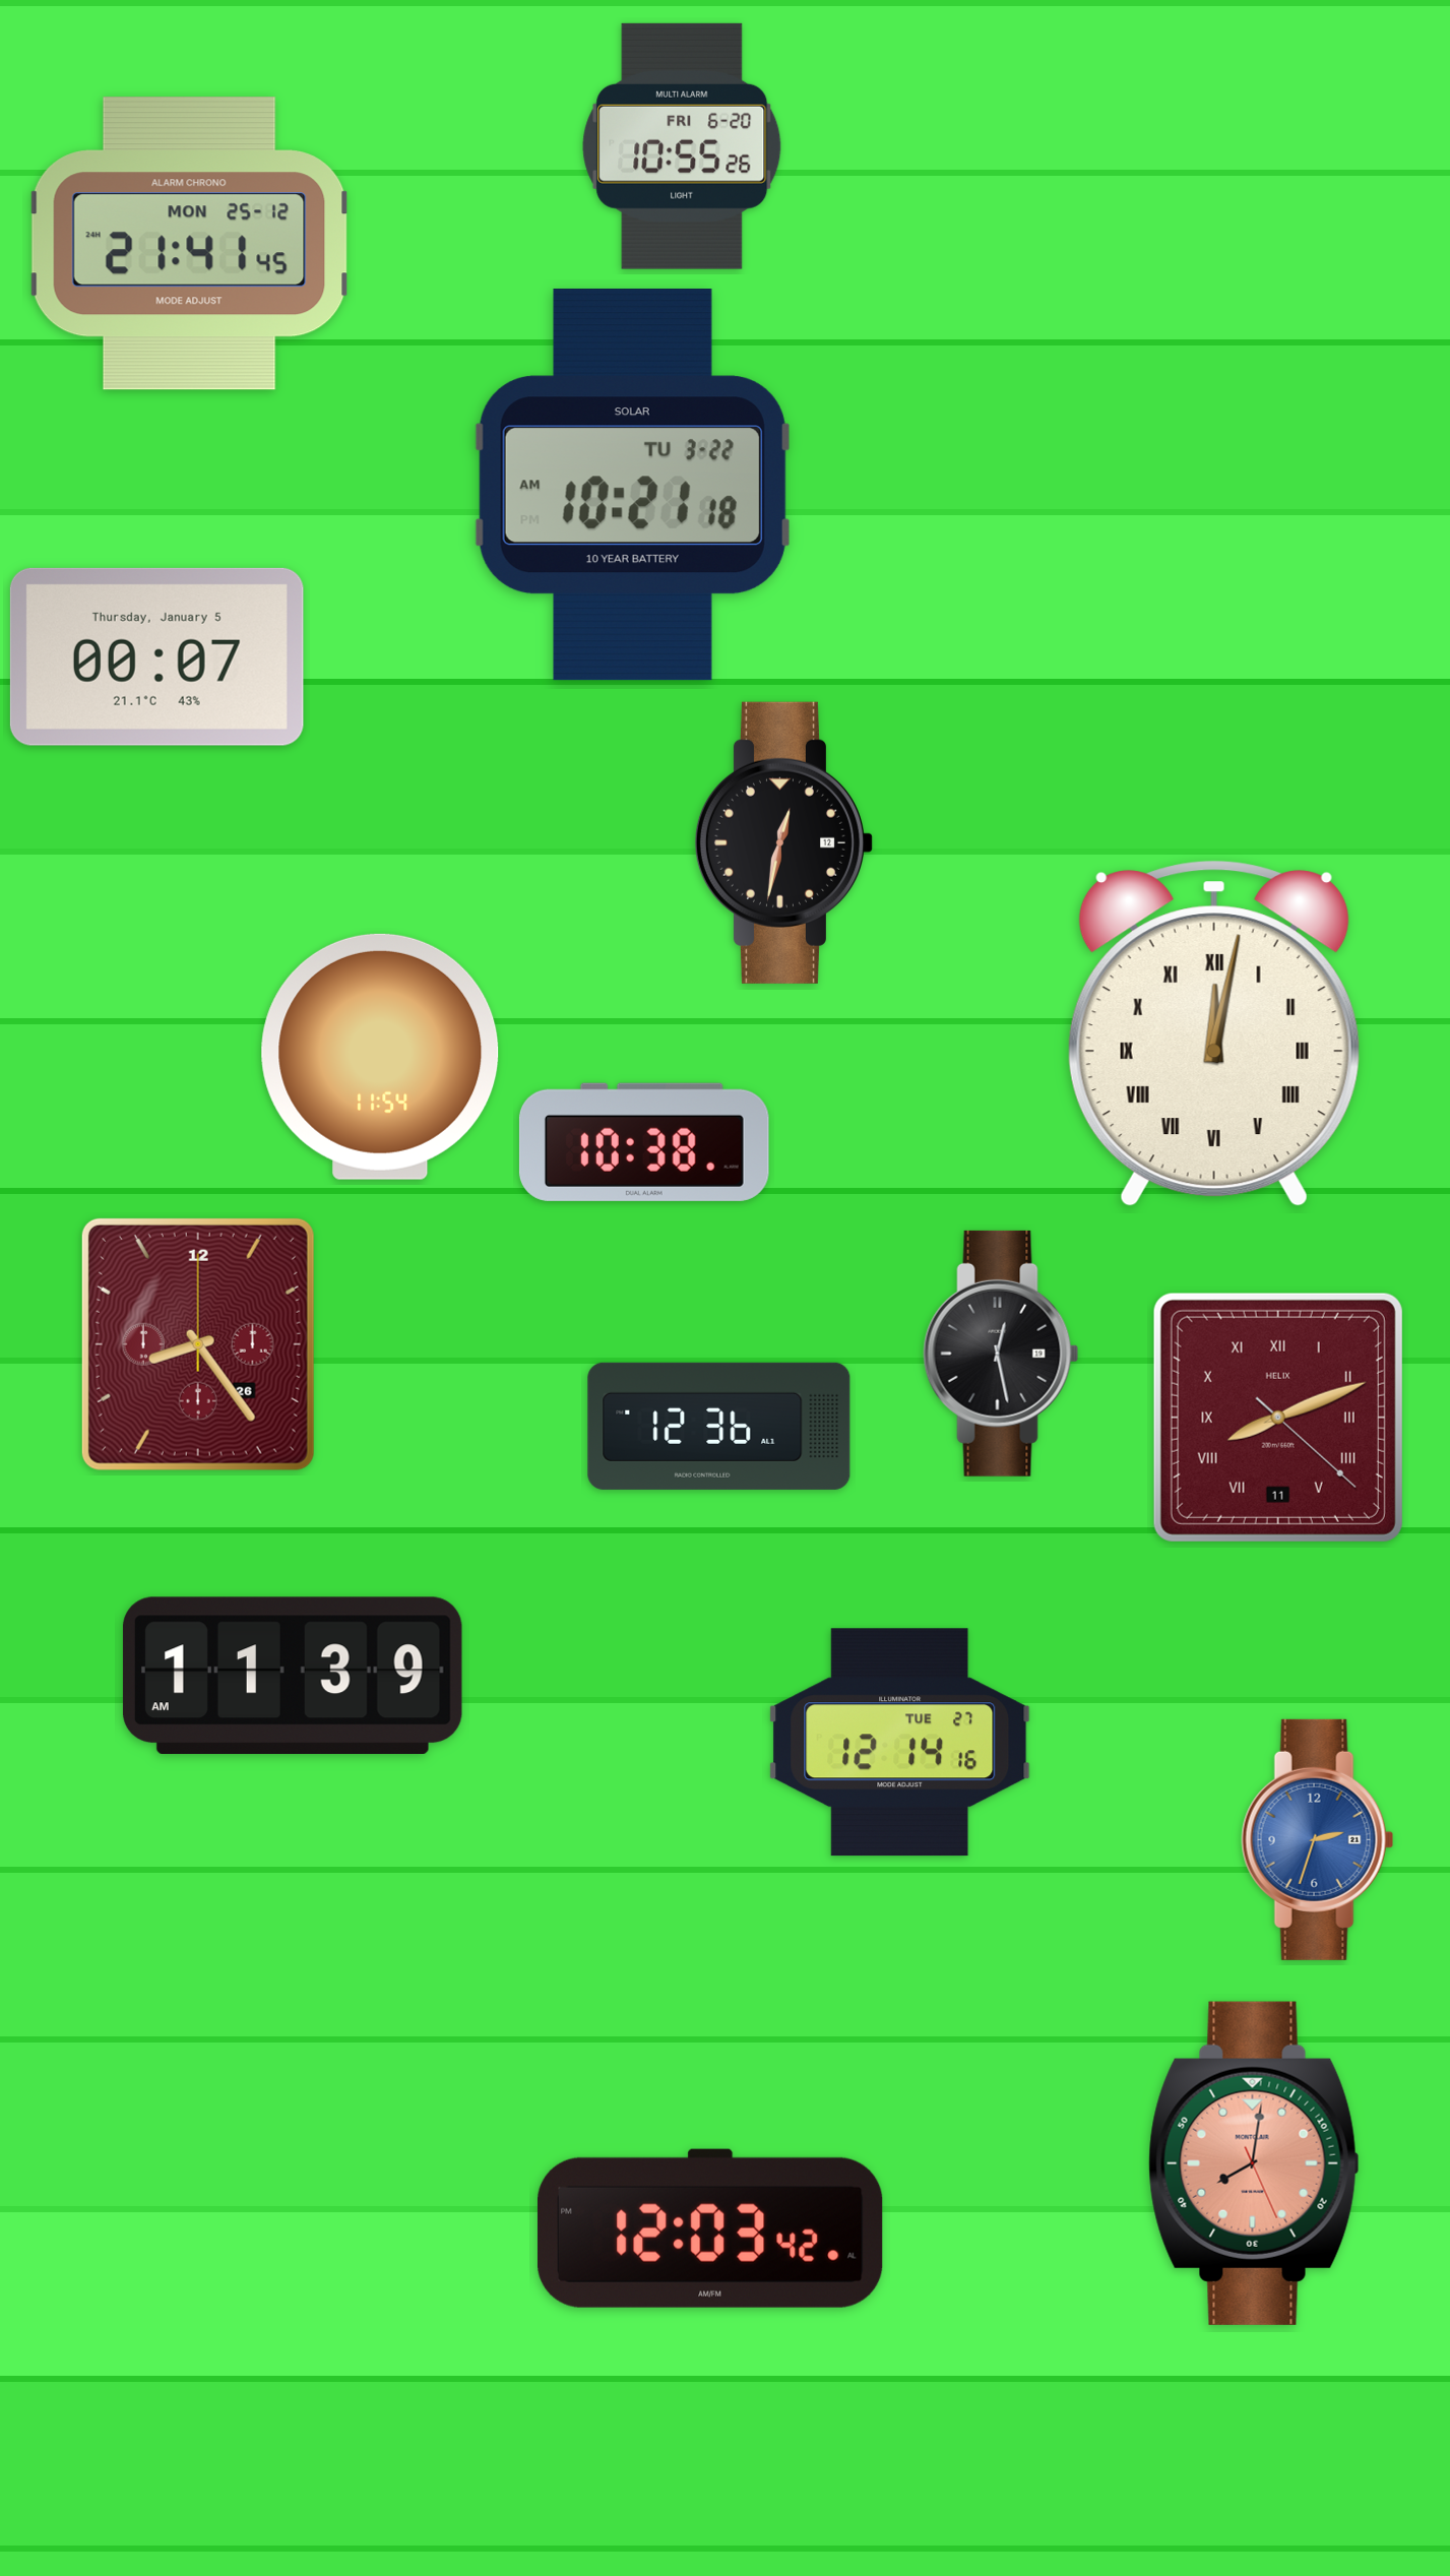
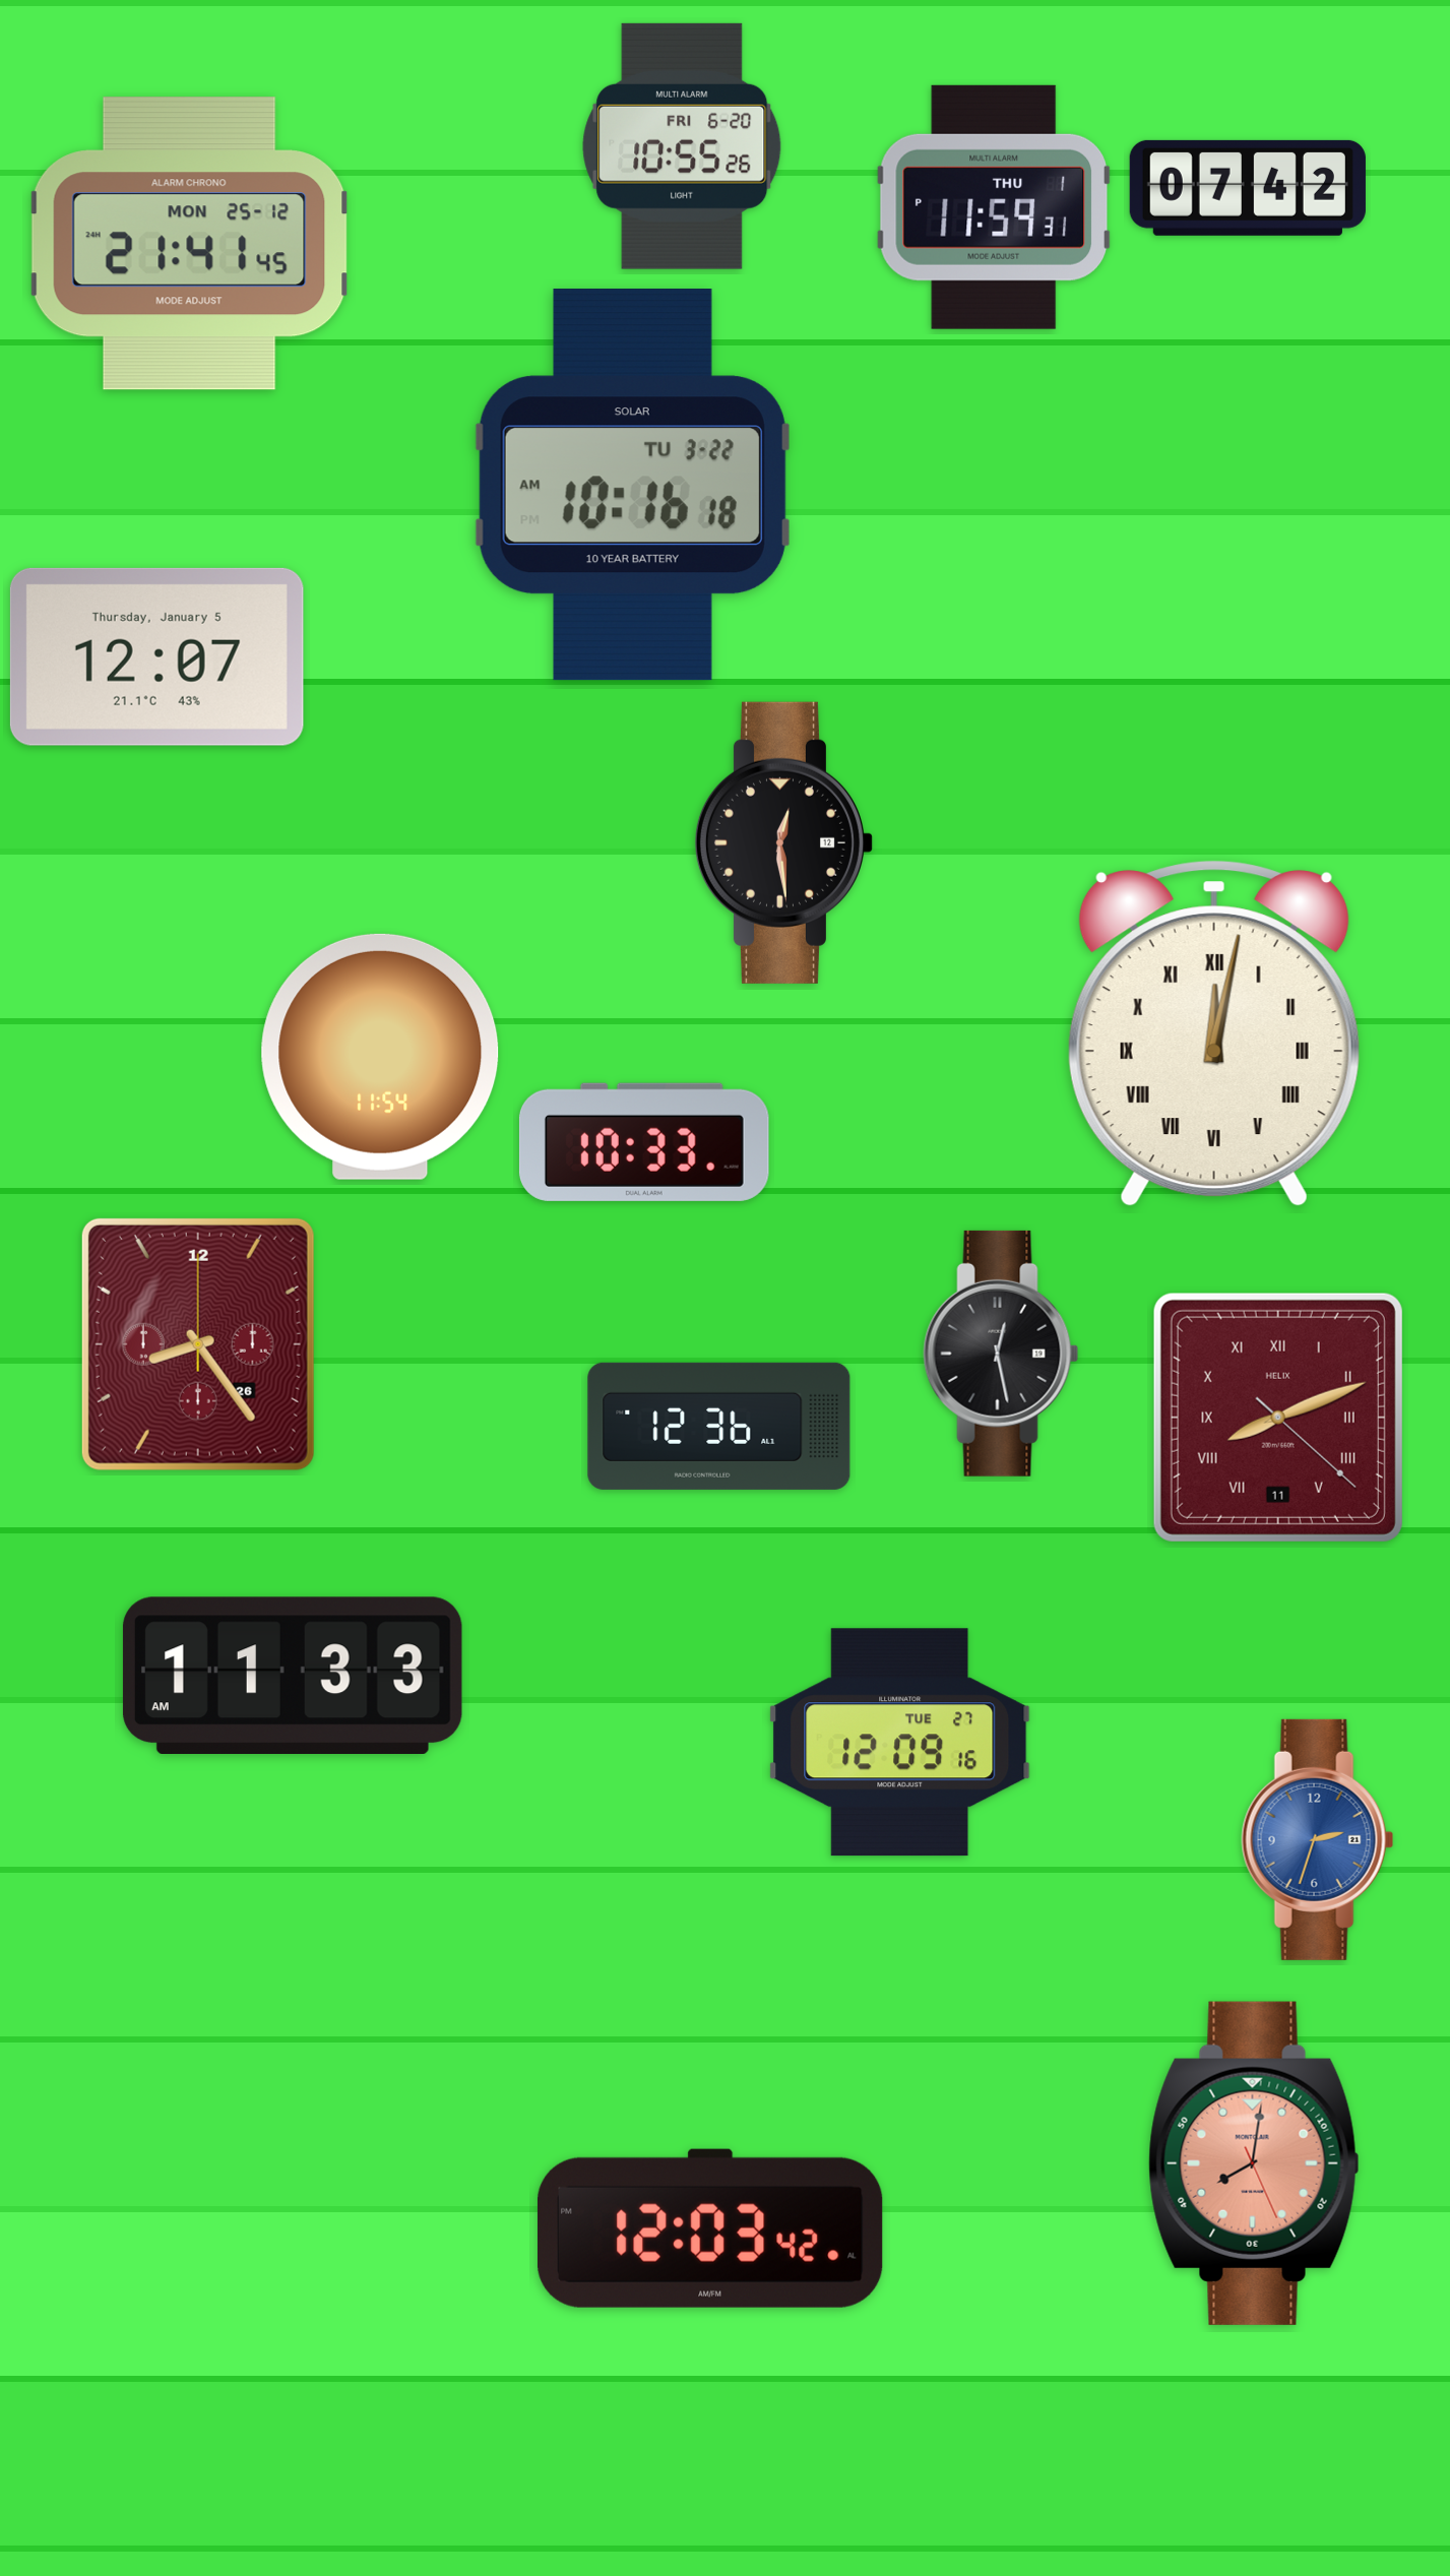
clock at (1248, 188): none -> 07:42
clock at (993, 207): none -> 11:59
clock at (632, 485): 10:21 -> 10:16
clock at (156, 656): 00:07 -> 12:07
clock at (783, 842): 12:32 -> 12:29
clock at (644, 1142): 10:38 -> 10:33
clock at (293, 1675): 11:39 -> 11:33
clock at (900, 1743): 12:14 -> 12:09
